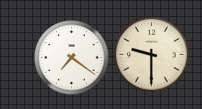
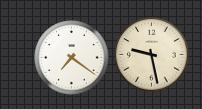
clock at (152, 55): 9:30 -> 9:28
